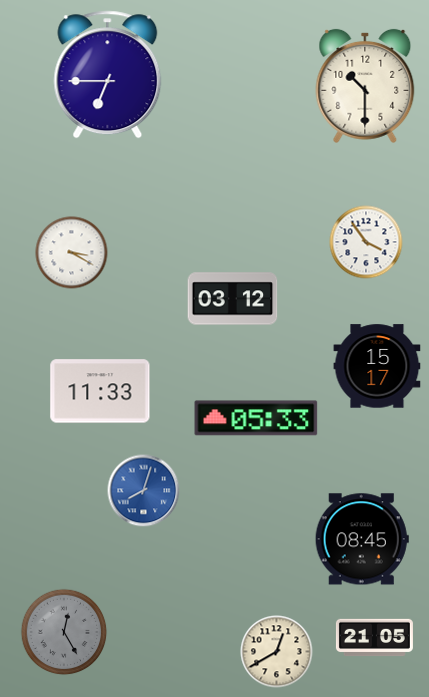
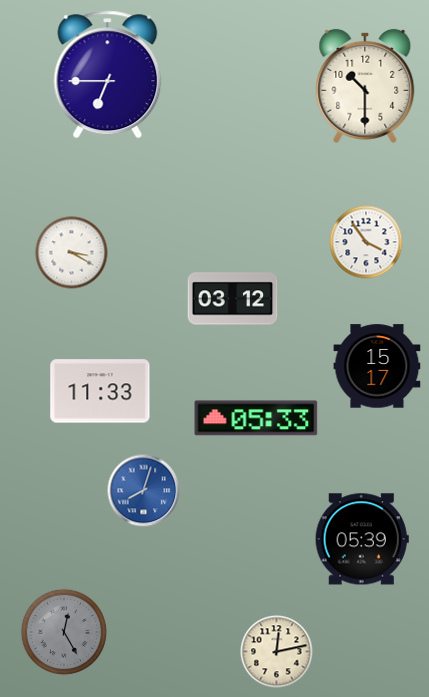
clock at (362, 539): 08:45 -> 05:39
clock at (374, 638): 21:05 -> none
clock at (277, 652): 12:40 -> 12:13
